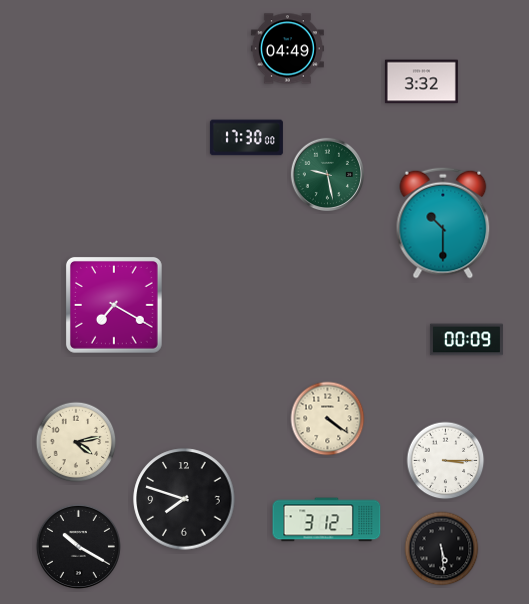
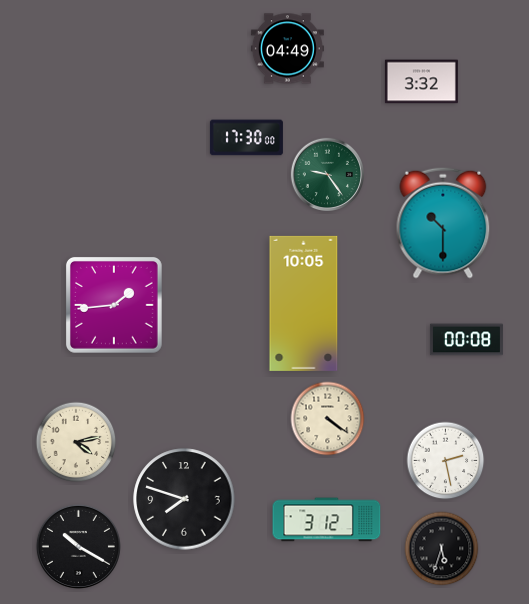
clock at (327, 174): 9:28 -> 9:24
clock at (304, 303): none -> 10:05
clock at (114, 305): 7:20 -> 1:44
clock at (466, 340): 00:09 -> 00:08
clock at (446, 461): 3:15 -> 2:28
clock at (442, 549): 5:29 -> 5:33
